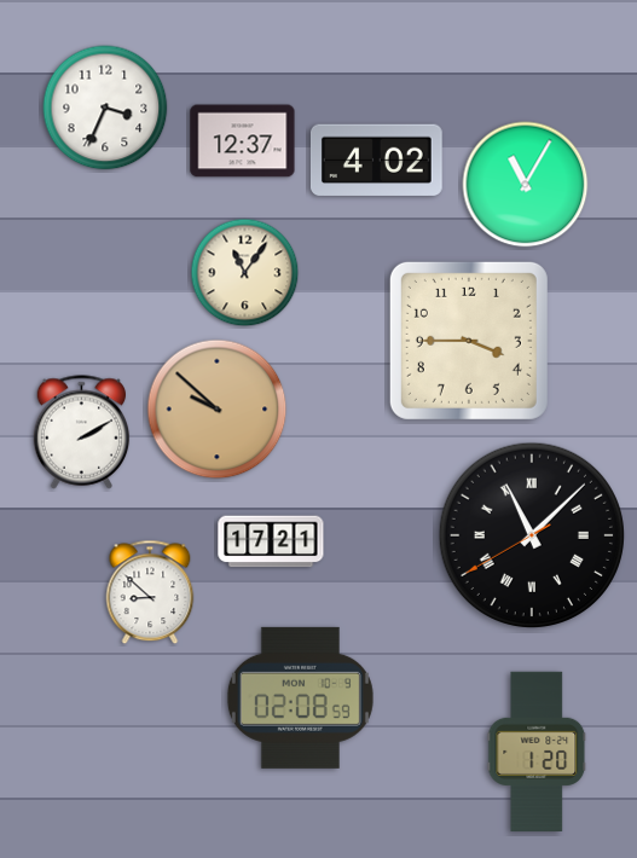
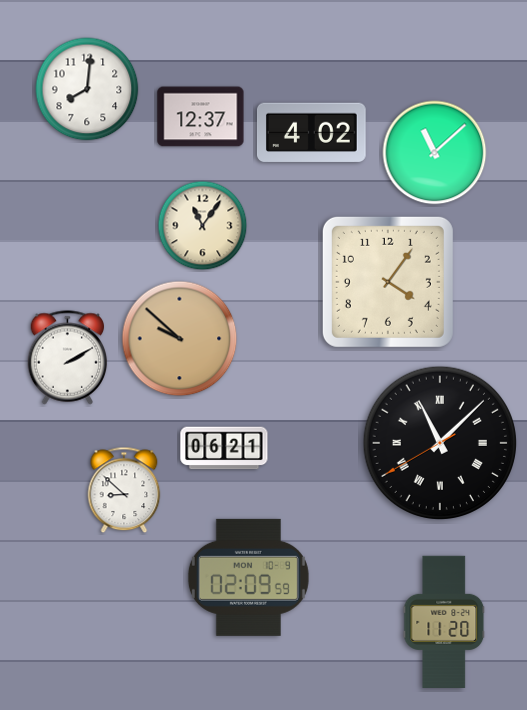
clock at (105, 108): 3:34 -> 8:01
clock at (526, 185): 11:05 -> 11:08
clock at (469, 341): 3:45 -> 4:06
clock at (271, 541): 17:21 -> 06:21
clock at (300, 697): 02:08 -> 02:09
clock at (537, 750): 1:20 -> 11:20
